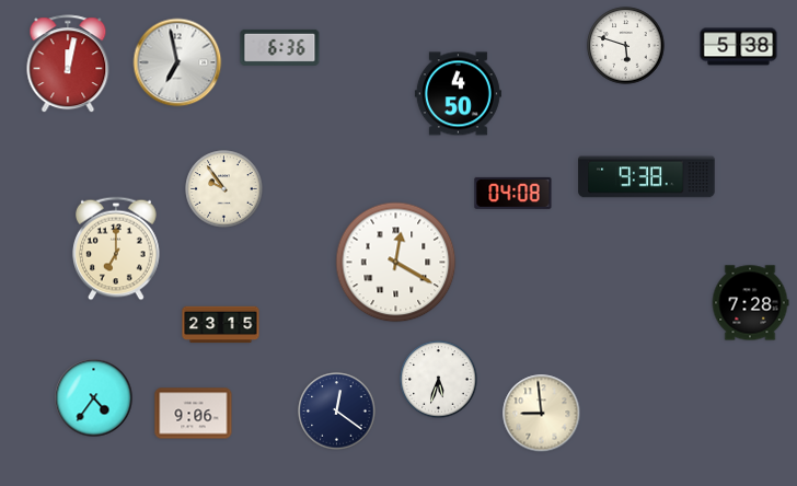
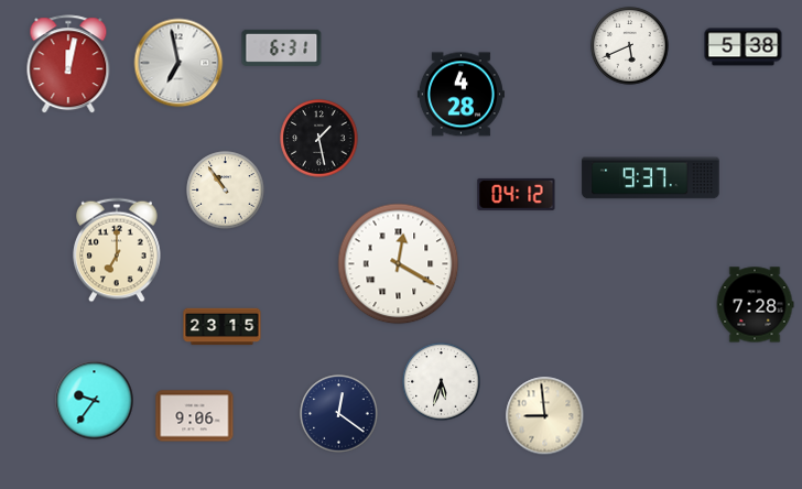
clock at (626, 46): 5:48 -> 5:41
clock at (280, 47): 6:36 -> 6:31
clock at (458, 94): 4:50 -> 4:28
clock at (319, 139): none -> 1:28
clock at (647, 177): 9:38 -> 9:37
clock at (224, 189): 9:54 -> 10:54
clock at (513, 193): 04:08 -> 04:12
clock at (94, 398): 4:36 -> 9:36
